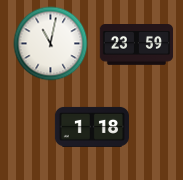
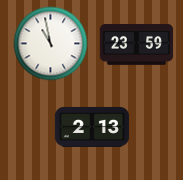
clock at (51, 44): 11:02 -> 10:58
clock at (91, 127): 1:18 -> 2:13
